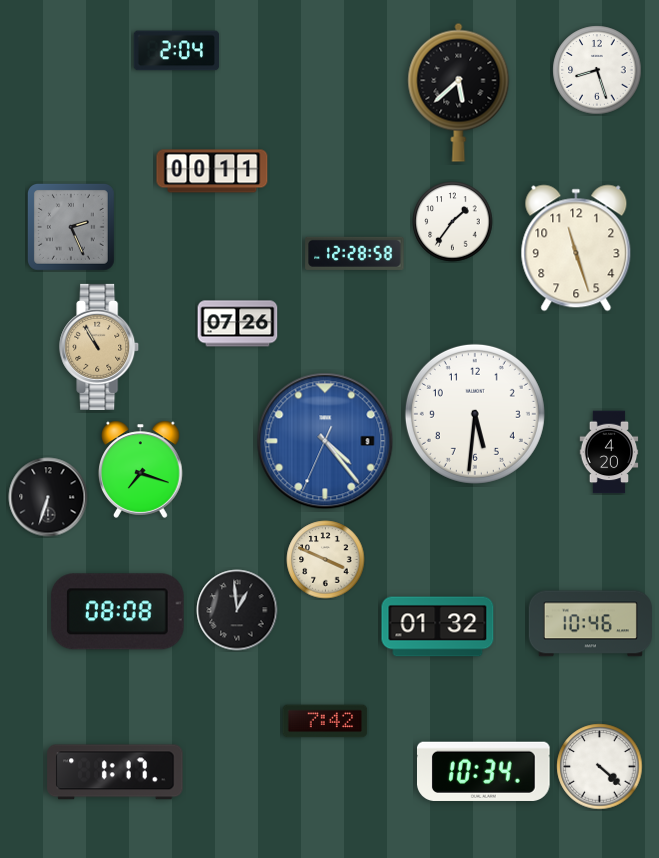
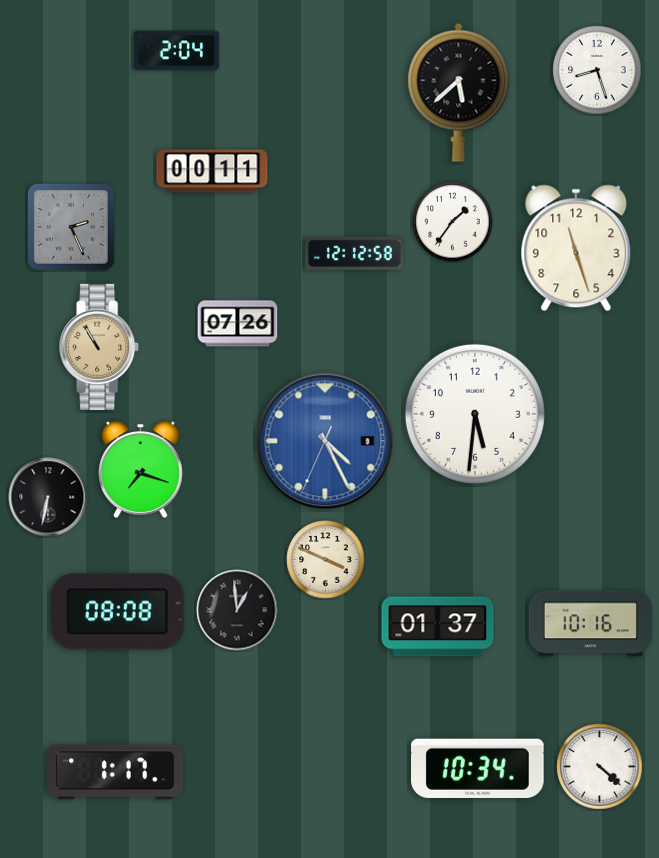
clock at (355, 253): 12:28 -> 12:12
clock at (325, 441): 4:23 -> 4:25
clock at (609, 452): 4:20 -> none
clock at (48, 497): 6:33 -> 6:32
clock at (590, 624): 10:46 -> 10:16
clock at (438, 627): 01:32 -> 01:37
clock at (325, 721): 7:42 -> none
clock at (484, 771) position: (484, 771) -> (478, 768)
